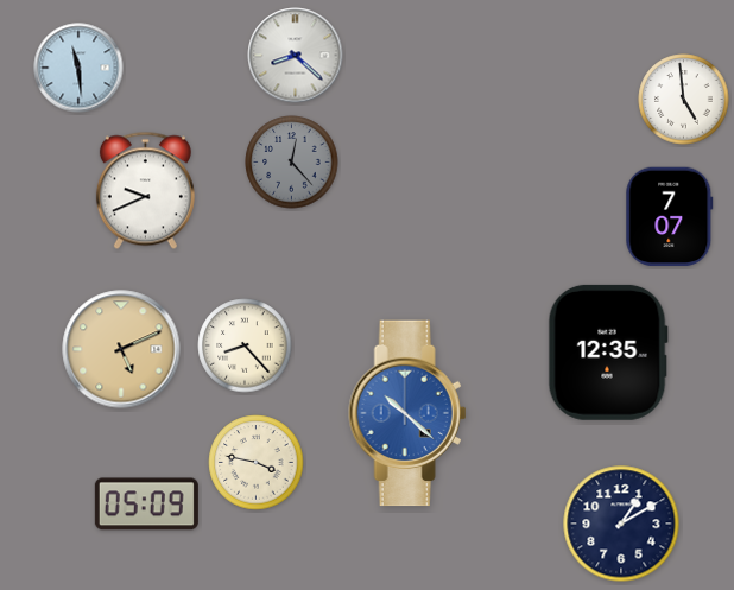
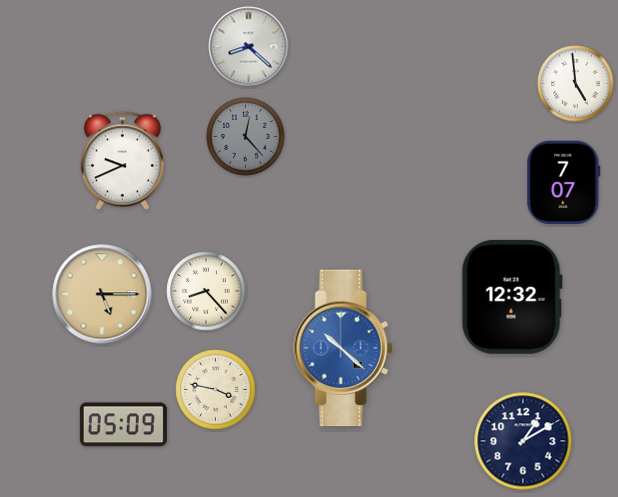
clock at (78, 68): 11:29 -> none
clock at (121, 349): 5:11 -> 5:15
clock at (608, 353): 12:35 -> 12:32
